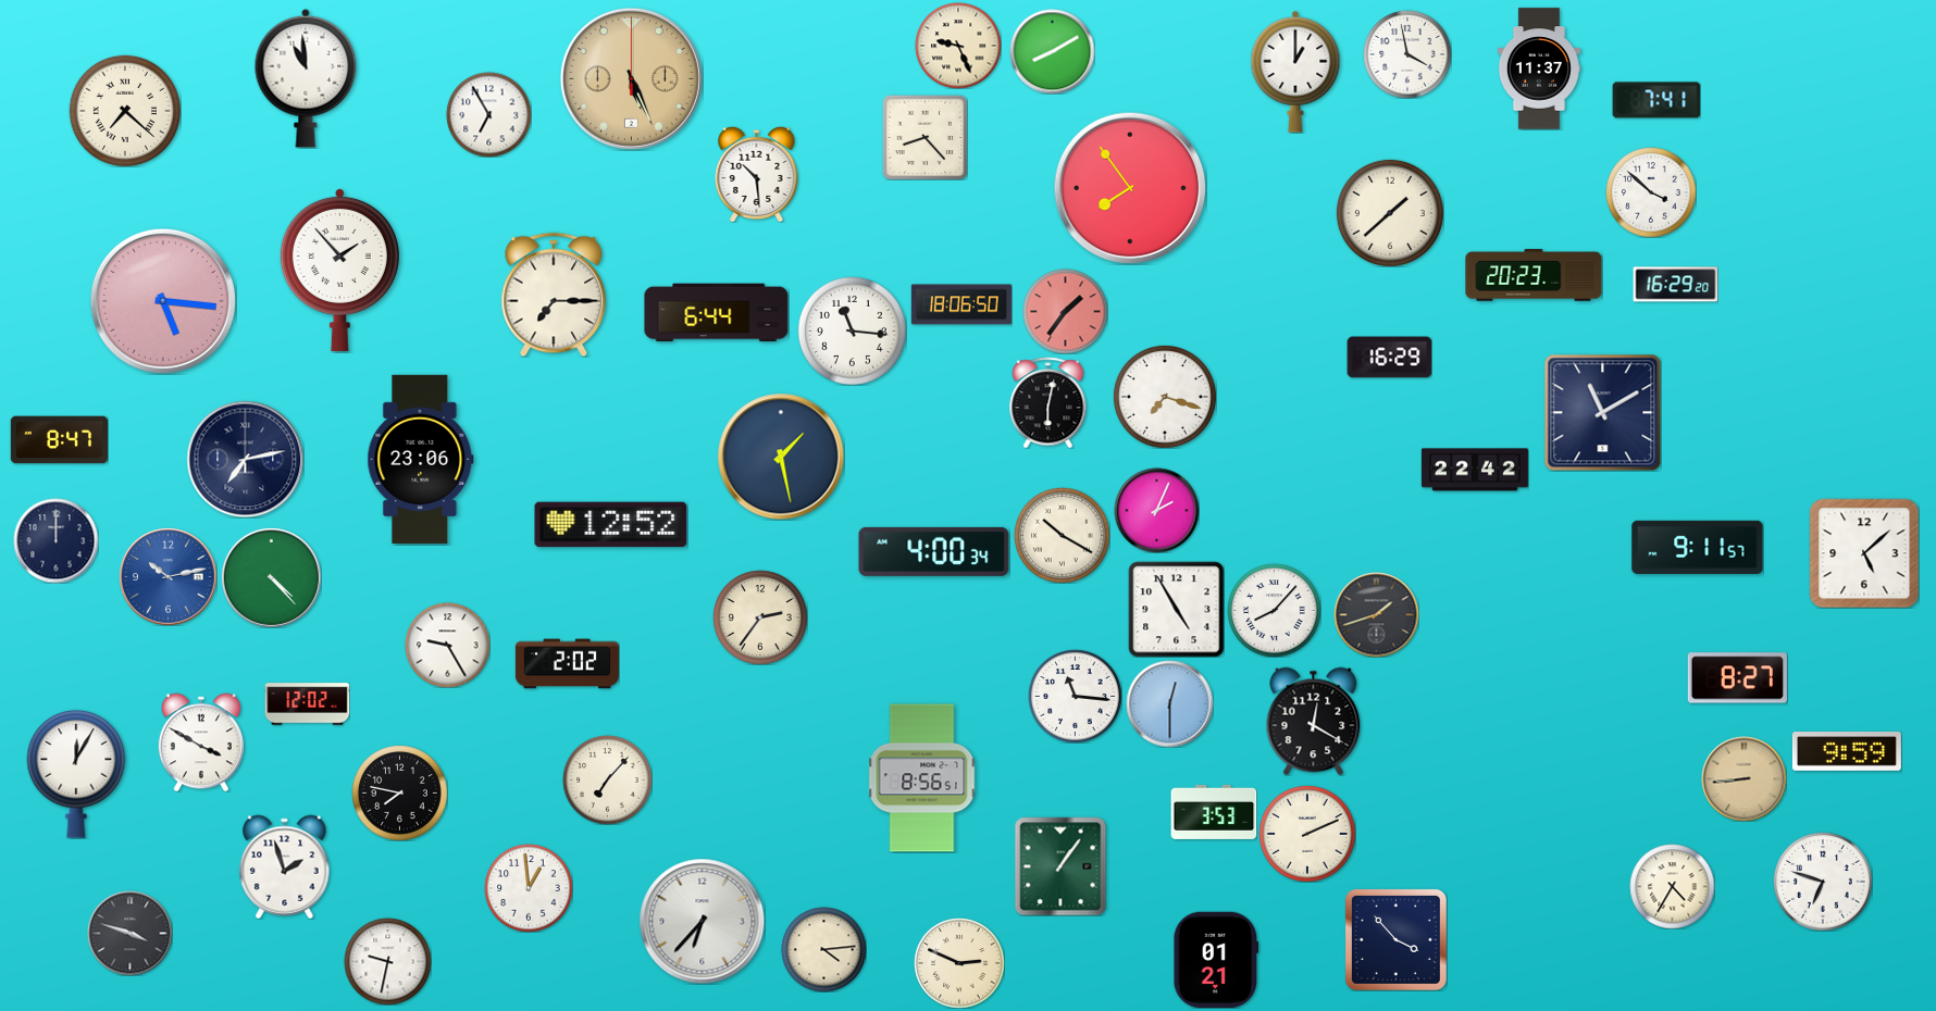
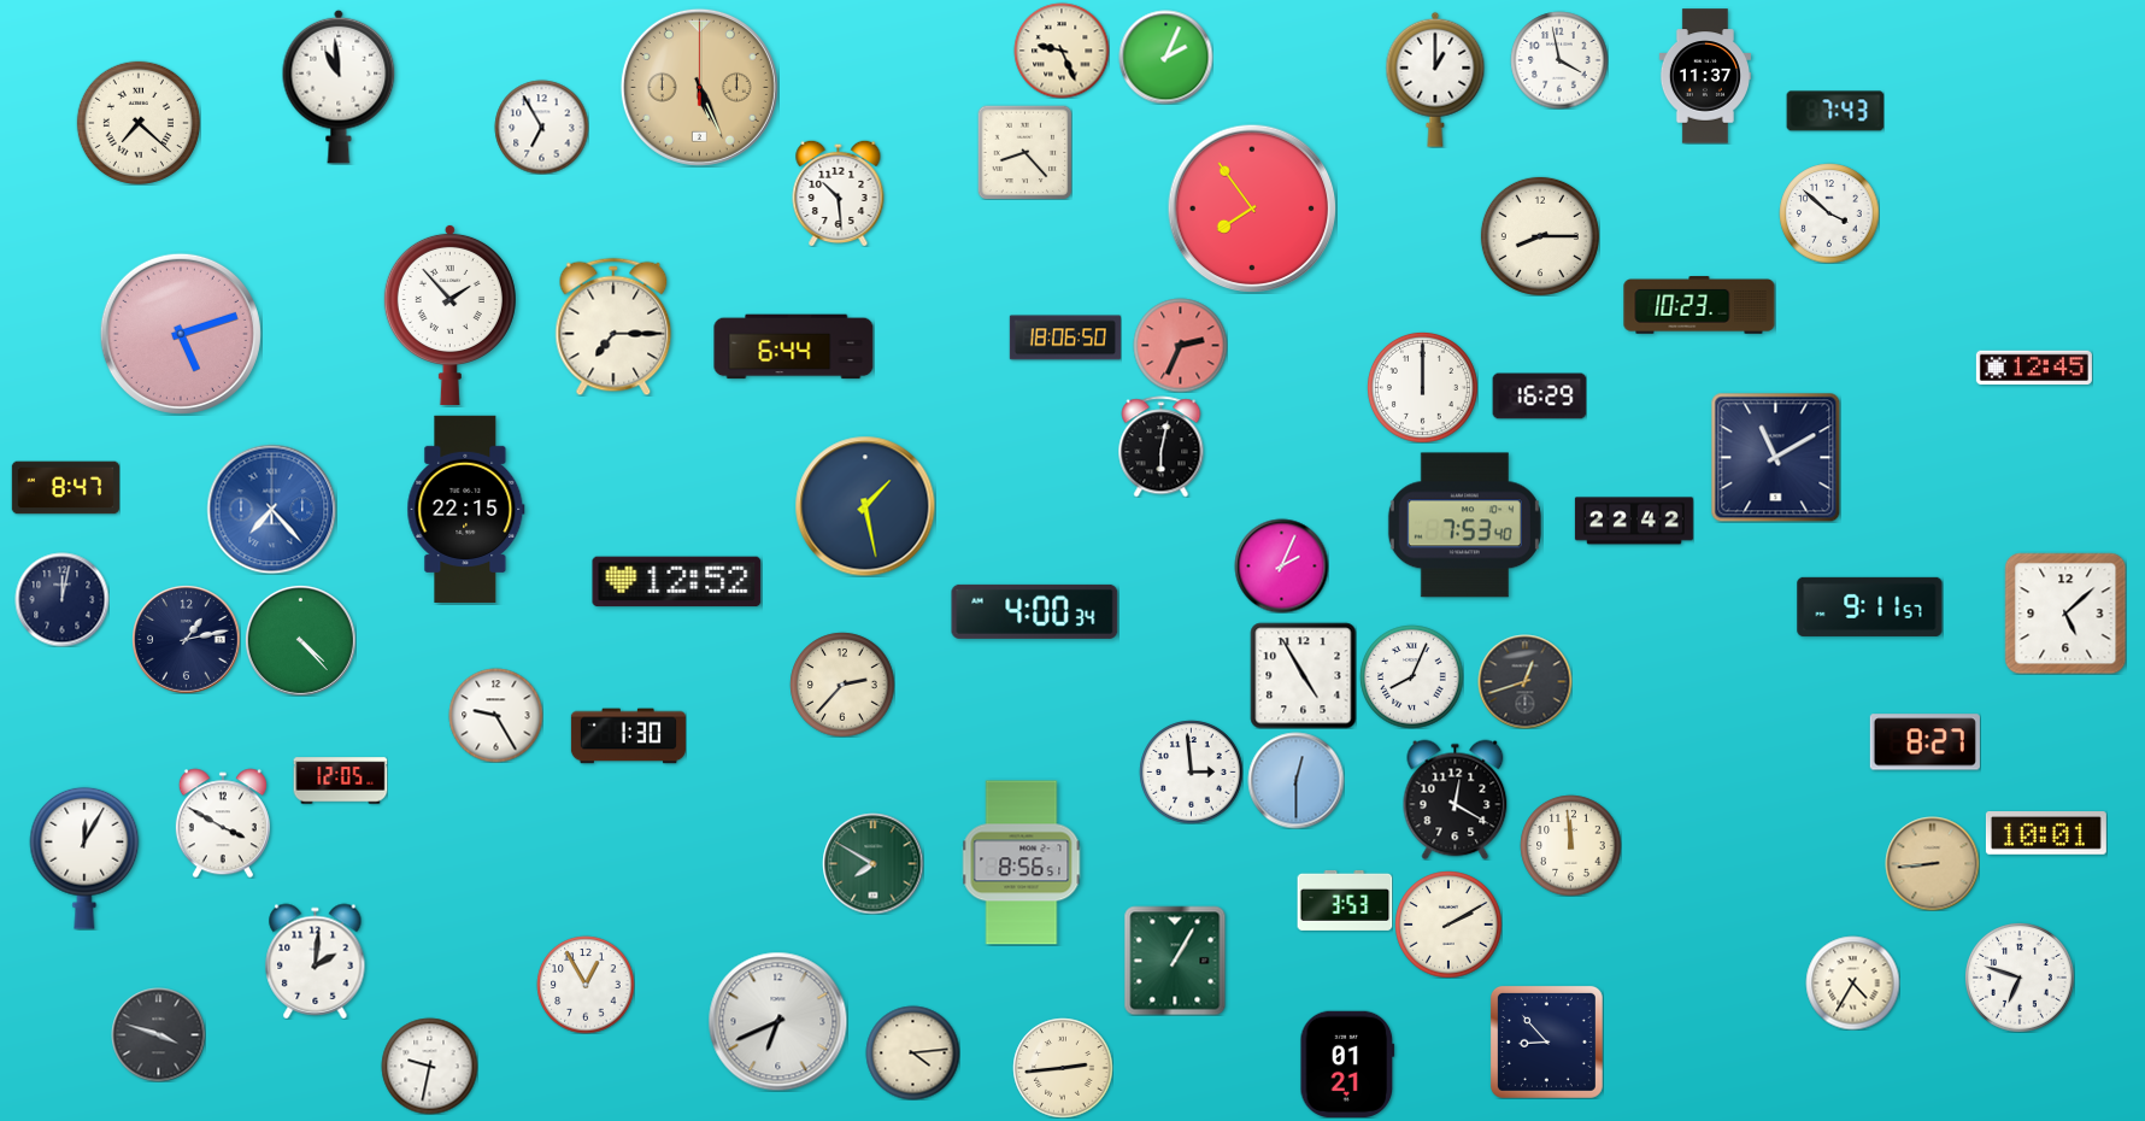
clock at (1052, 51): 8:10 -> 2:04
clock at (1656, 100): 7:41 -> 7:43
clock at (1390, 213): 1:38 -> 8:15
clock at (339, 270) position: (339, 270) -> (449, 315)
clock at (1534, 275): 20:23 -> 10:23
clock at (1675, 285): 16:29 -> none
clock at (163, 301): 5:16 -> 5:12
clock at (1065, 311): 1:36 -> 2:34
clock at (852, 330): 11:16 -> none
clock at (2034, 366): none -> 12:45
clock at (1422, 387): none -> 12:00
clock at (1165, 397): 7:18 -> none
clock at (245, 459): 7:13 -> 7:23
clock at (245, 459) dial: navy -> blue
clock at (421, 459): 23:06 -> 22:15
clock at (1464, 526): none -> 7:53
clock at (1062, 535): 10:20 -> none
clock at (55, 540): 12:00 -> 12:02
clock at (1698, 547) position: (1698, 547) -> (1870, 606)
clock at (169, 577): 10:13 -> 1:13
clock at (169, 577) dial: blue -> navy
clock at (1274, 610): 8:07 -> 8:04
clock at (1376, 614): 1:42 -> 12:42
clock at (760, 617): 2:36 -> 2:37
clock at (567, 664): 2:02 -> 1:30
clock at (1737, 678) position: (1737, 678) -> (1924, 743)
clock at (1075, 696): 11:16 -> 2:59
clock at (307, 704): 12:02 -> 12:05
clock at (1847, 752): 9:59 -> 10:01
clock at (1570, 845): none -> 11:59
clock at (872, 863): none -> 7:50
clock at (607, 779): 7:07 -> none
clock at (399, 792): 7:47 -> none
clock at (1307, 834): 2:11 -> 2:10
clock at (285, 866): 1:57 -> 2:01
clock at (1060, 866): 1:06 -> 1:05
clock at (529, 888): 12:59 -> 12:55
clock at (702, 921): 6:37 -> 6:41
clock at (129, 933) position: (129, 933) -> (158, 1034)
clock at (1395, 939): 3:53 -> 8:53
clock at (959, 963): 2:49 -> 2:44
